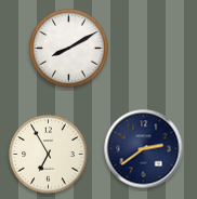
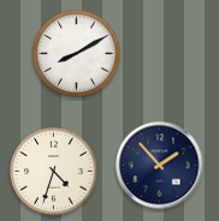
clock at (144, 149): 2:39 -> 1:53
clock at (49, 155): 6:55 -> 4:33
